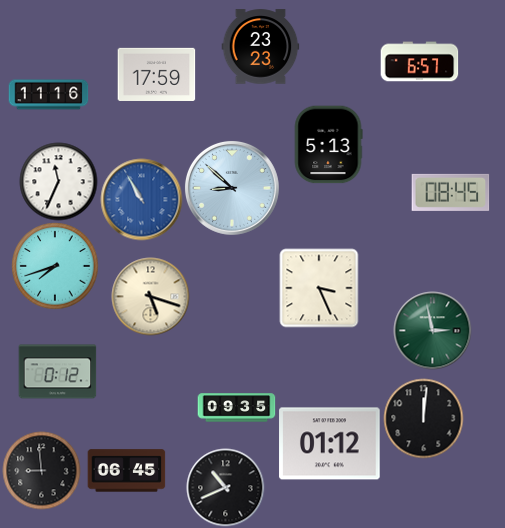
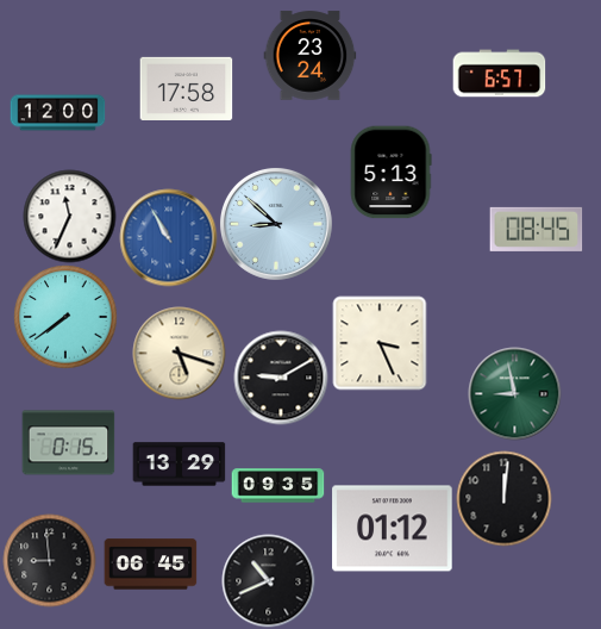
clock at (260, 47): 23:23 -> 23:24
clock at (156, 74): 17:59 -> 17:58
clock at (48, 95): 11:16 -> 12:00
clock at (55, 266): 7:42 -> 7:39
clock at (281, 378): none -> 9:10
clock at (432, 330): 2:58 -> 8:58
clock at (57, 372): 0:12 -> 0:15
clock at (179, 465): none -> 13:29
clock at (236, 408) position: (236, 408) -> (277, 486)
clock at (126, 471) position: (126, 471) -> (150, 565)
